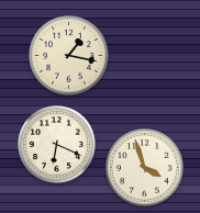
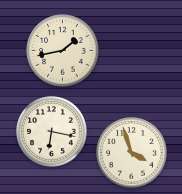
clock at (69, 56): 1:17 -> 1:43
clock at (57, 145): 6:19 -> 6:17
